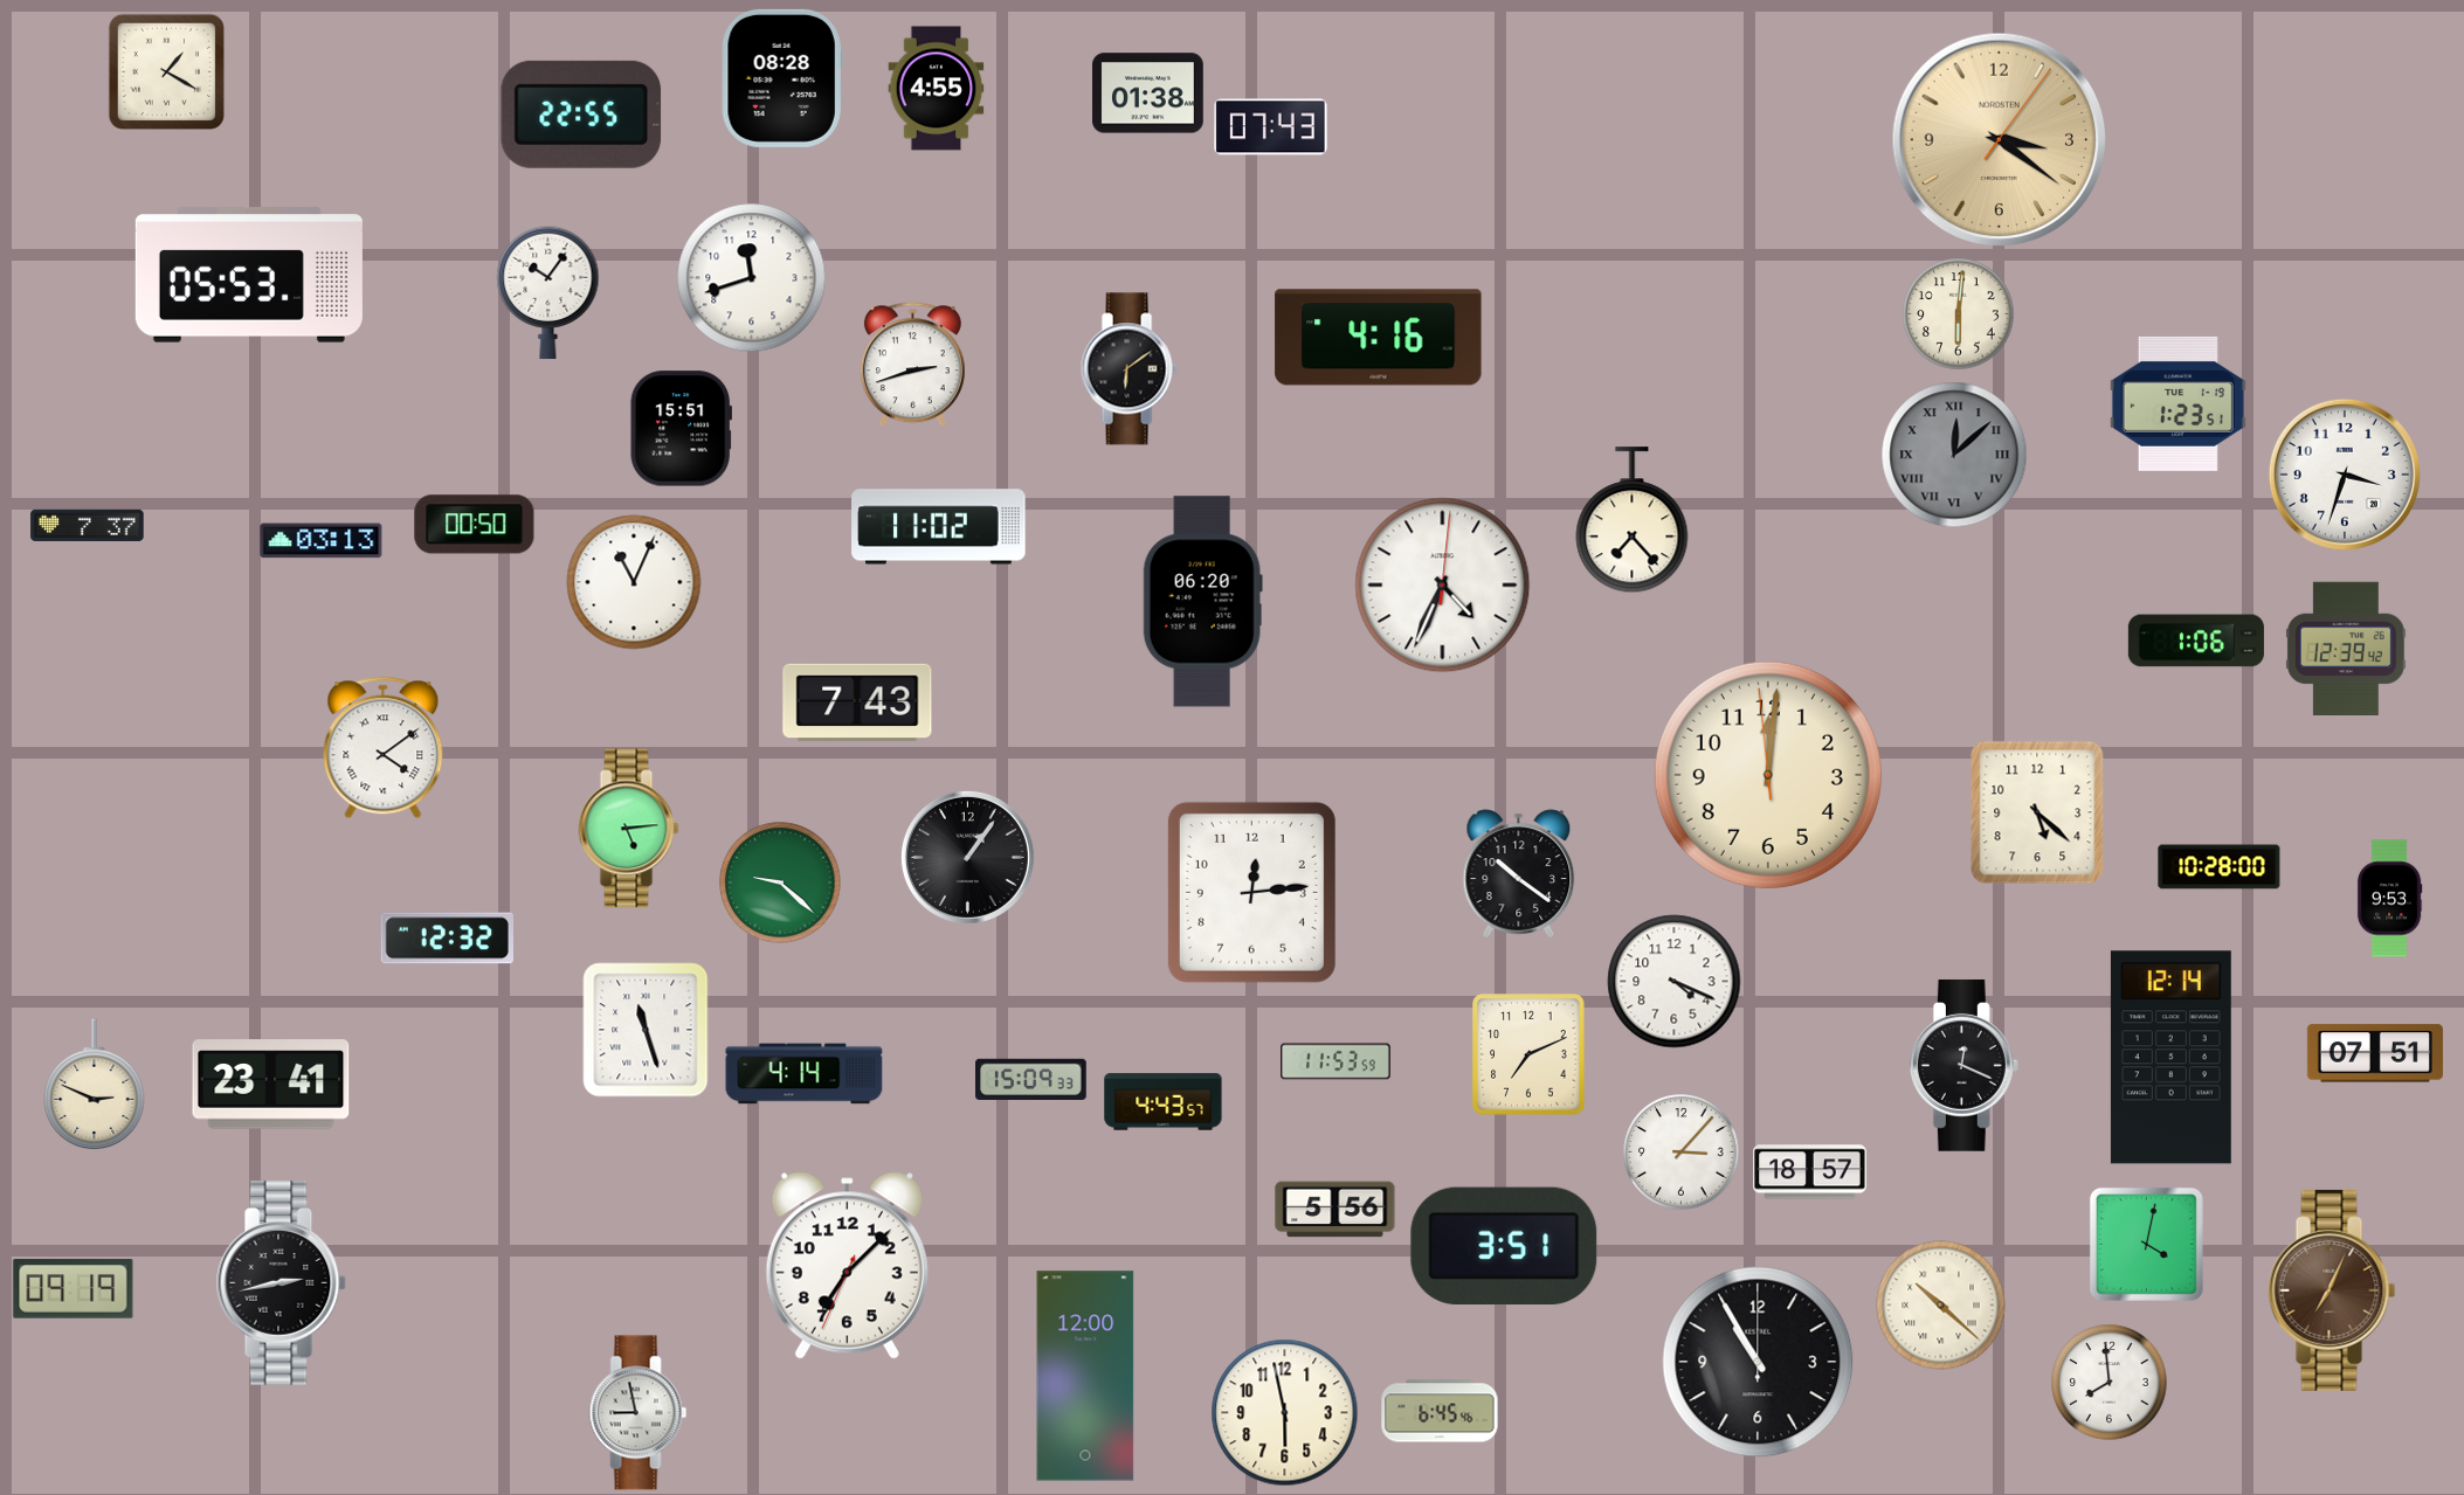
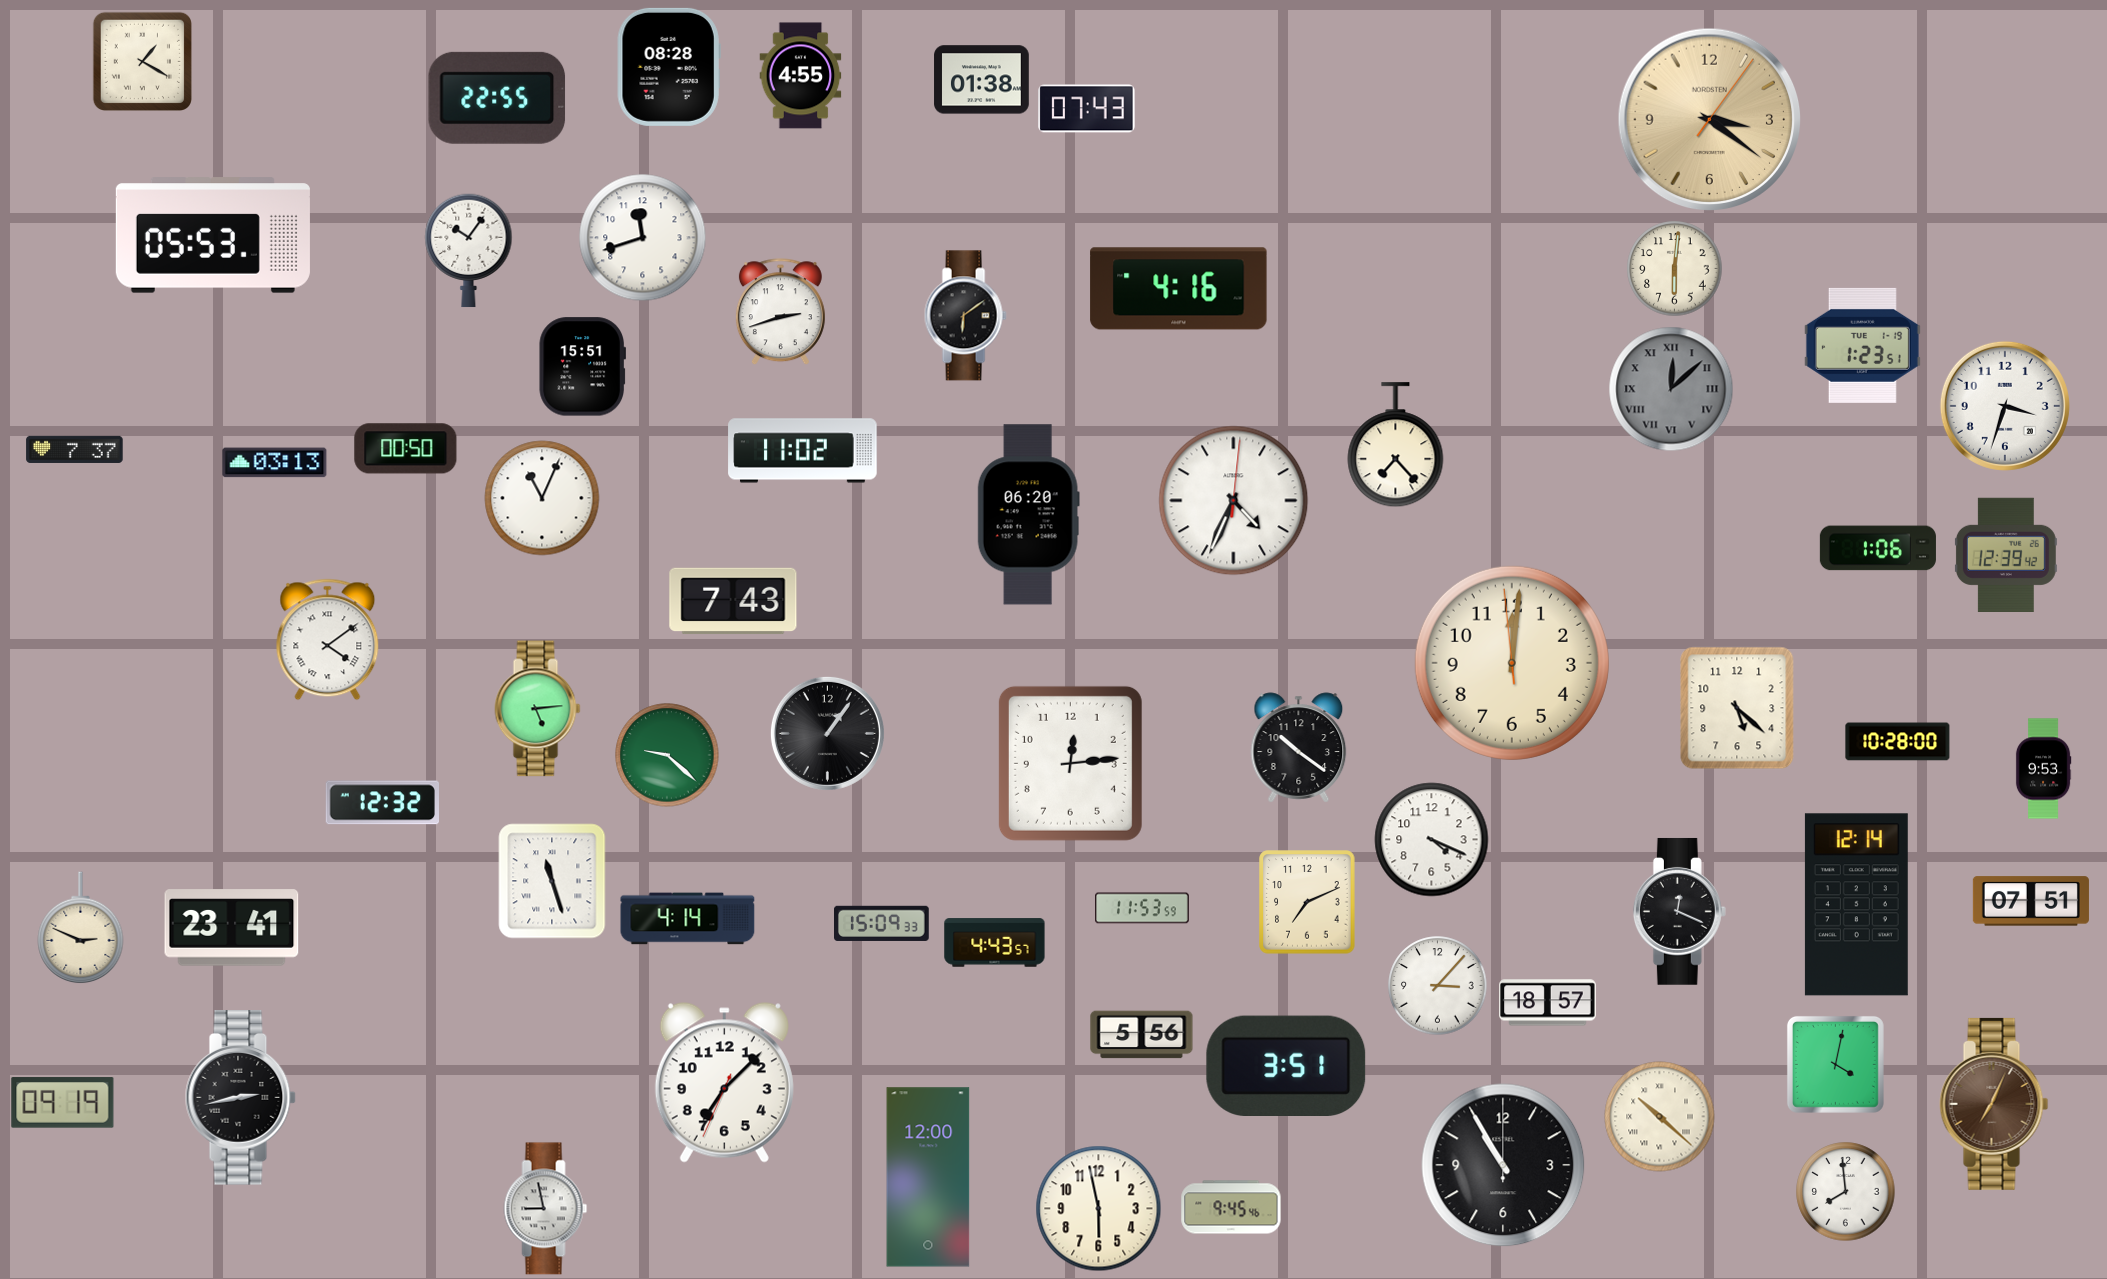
clock at (2037, 812) position: (2037, 812) -> (1737, 708)
clock at (2110, 1383) position: (2110, 1383) -> (1846, 1192)
clock at (1440, 1411): 6:45 -> 9:45
